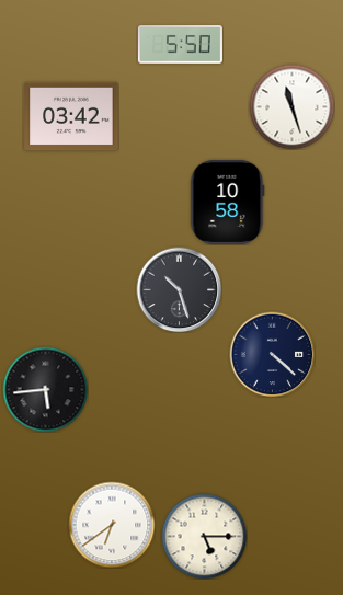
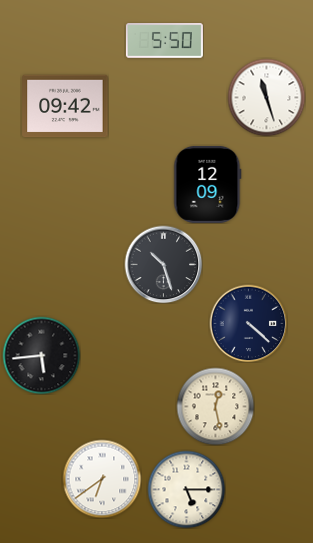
clock at (71, 116): 03:42 -> 09:42
clock at (228, 202): 10:58 -> 12:09
clock at (215, 406): none -> 12:28
